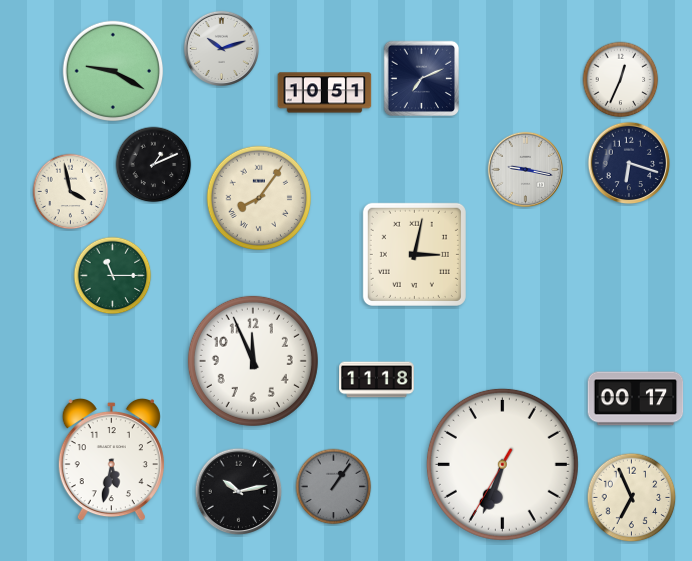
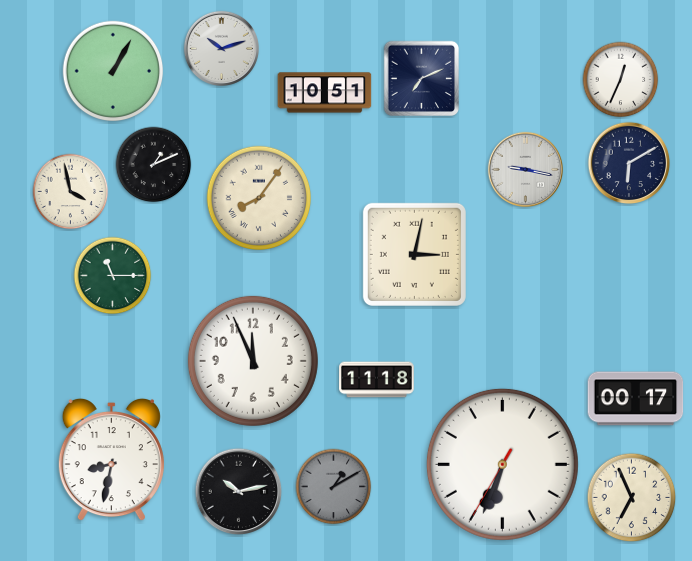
clock at (113, 71): 9:20 -> 1:05
clock at (629, 163): 6:18 -> 6:10
clock at (111, 460): 5:32 -> 8:32
clock at (334, 487): 1:06 -> 1:10
